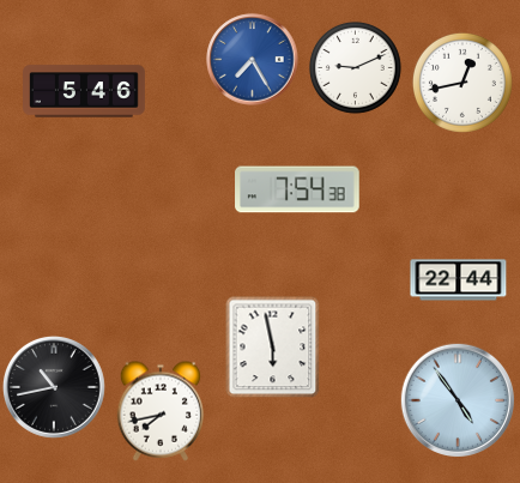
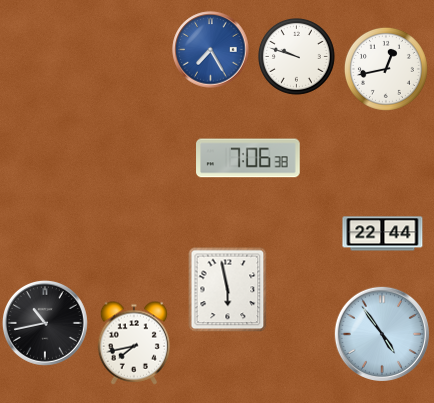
clock at (356, 68): 9:11 -> 9:48
clock at (85, 91): 5:46 -> none
clock at (297, 189): 7:54 -> 7:06
